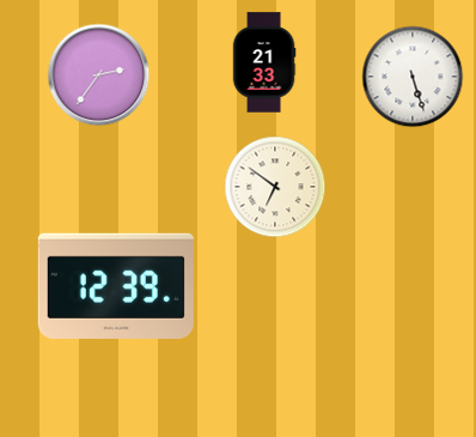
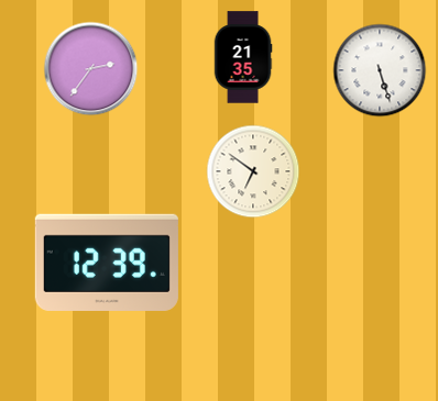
clock at (264, 62): 21:33 -> 21:35
